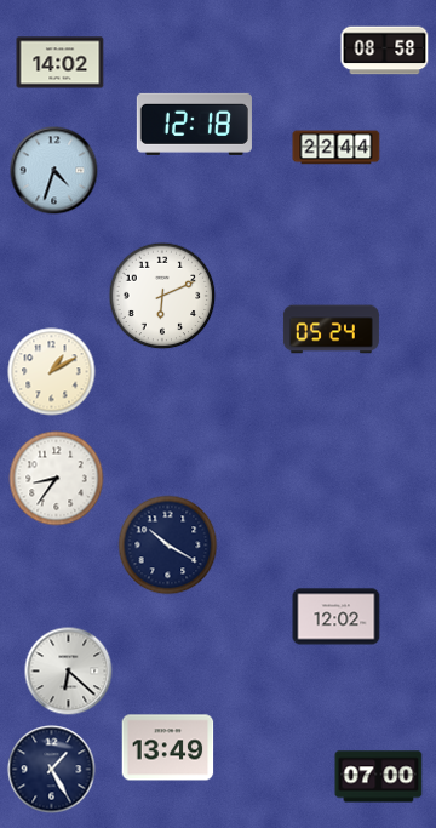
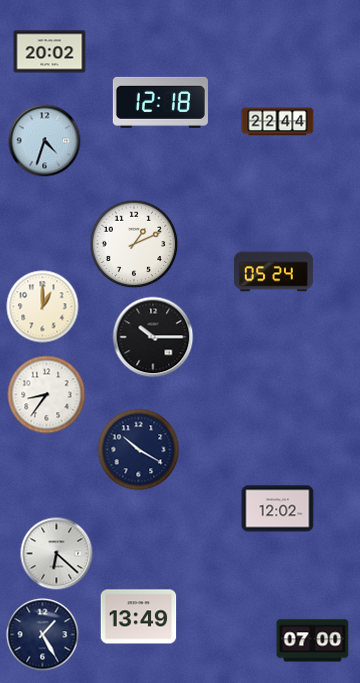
clock at (385, 51): 08:58 -> none
clock at (61, 63): 14:02 -> 20:02
clock at (162, 296): 6:11 -> 1:11
clock at (52, 372): 1:10 -> 1:00
clock at (153, 337): none -> 10:15
